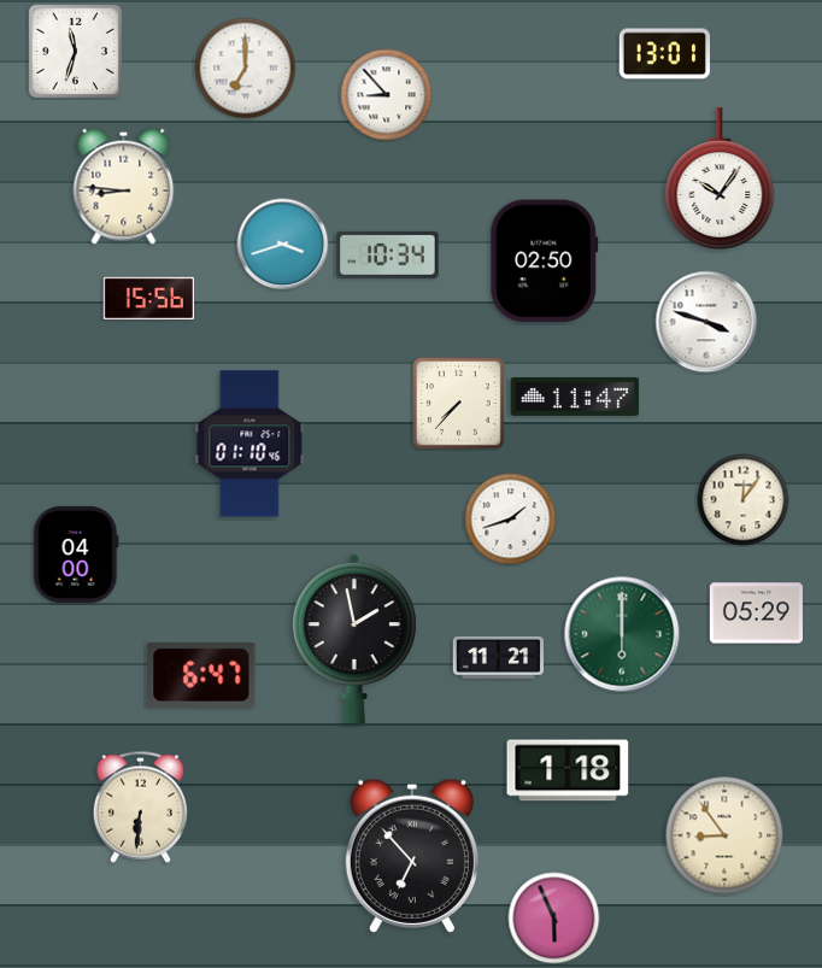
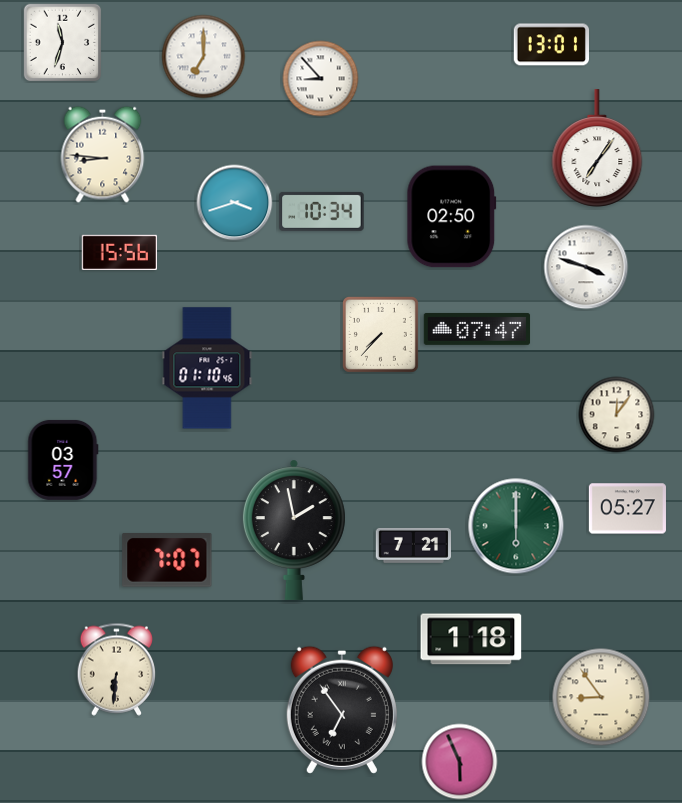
clock at (720, 178): 10:06 -> 7:06
clock at (148, 298) position: (148, 298) -> (119, 252)
clock at (575, 397): 11:47 -> 07:47
clock at (511, 520): 1:42 -> none
clock at (76, 555): 04:00 -> 03:57
clock at (756, 614): 05:29 -> 05:27
clock at (499, 657): 11:21 -> 7:21
clock at (201, 676): 6:47 -> 7:07
clock at (724, 835) position: (724, 835) -> (601, 697)
clock at (412, 856): 6:53 -> 6:54
